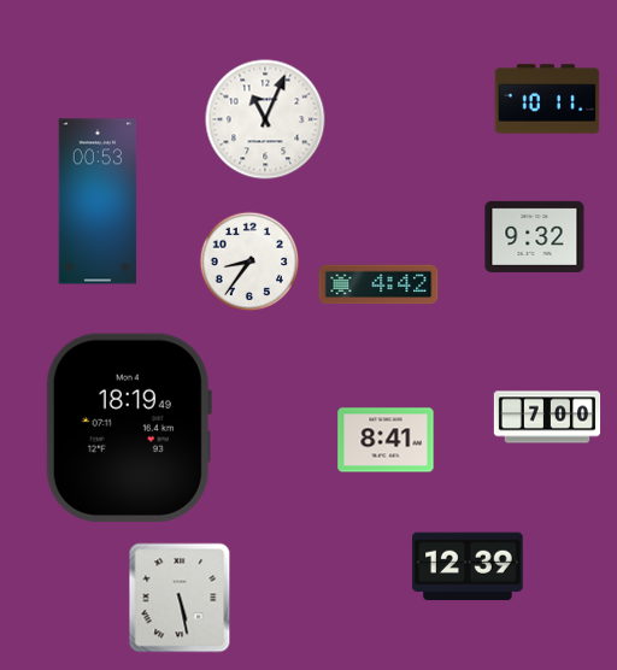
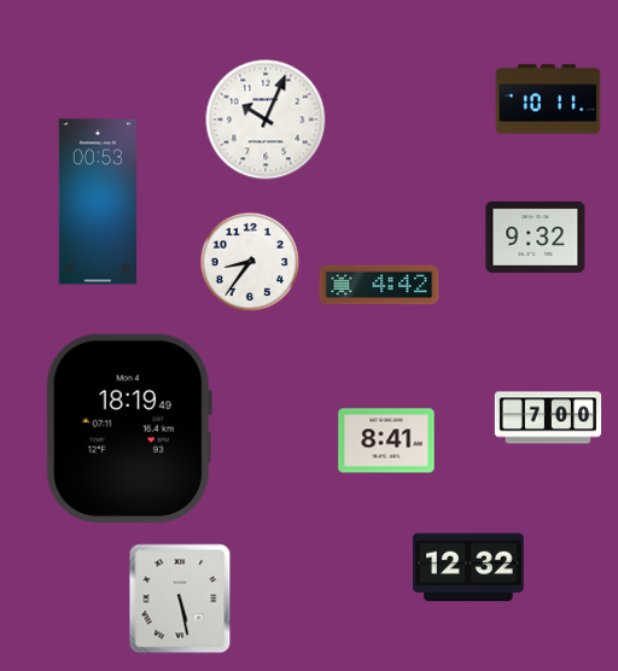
clock at (265, 119): 11:04 -> 10:04
clock at (468, 566): 12:39 -> 12:32
